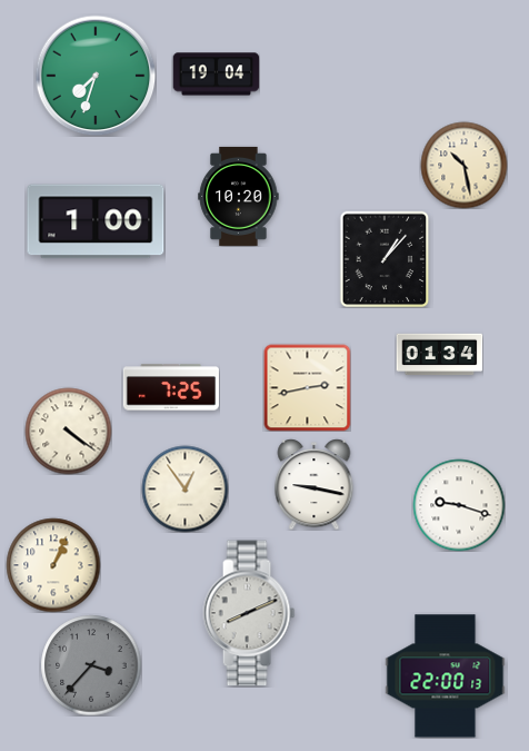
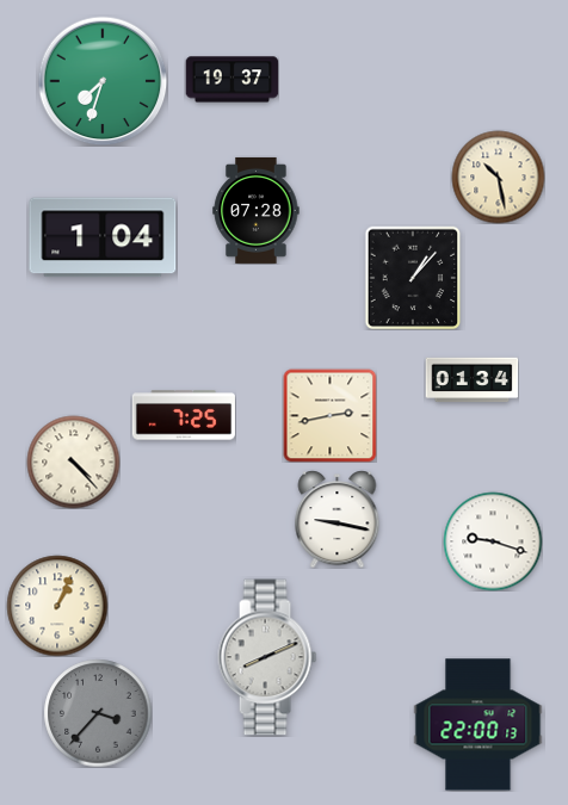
clock at (216, 75): 19:04 -> 19:37
clock at (239, 196): 10:20 -> 07:28
clock at (96, 221): 1:00 -> 1:04
clock at (68, 431): 4:21 -> 4:23
clock at (184, 488): 12:54 -> none
